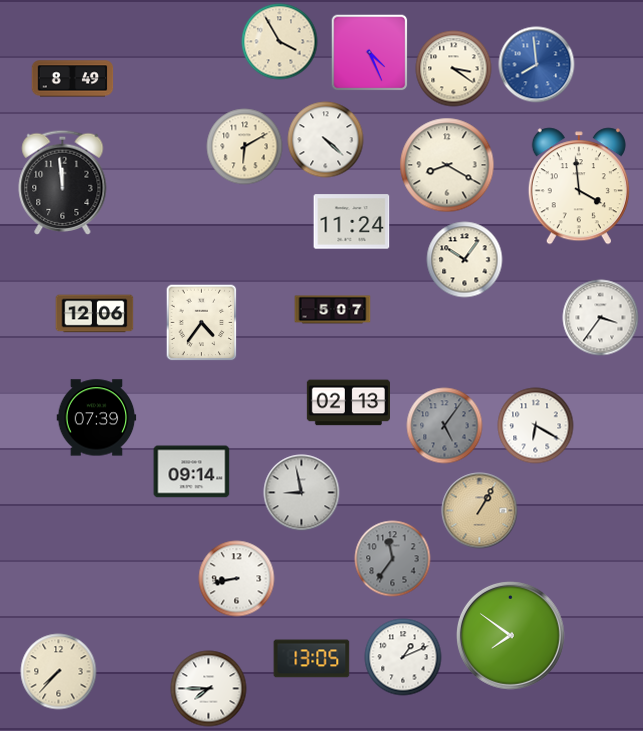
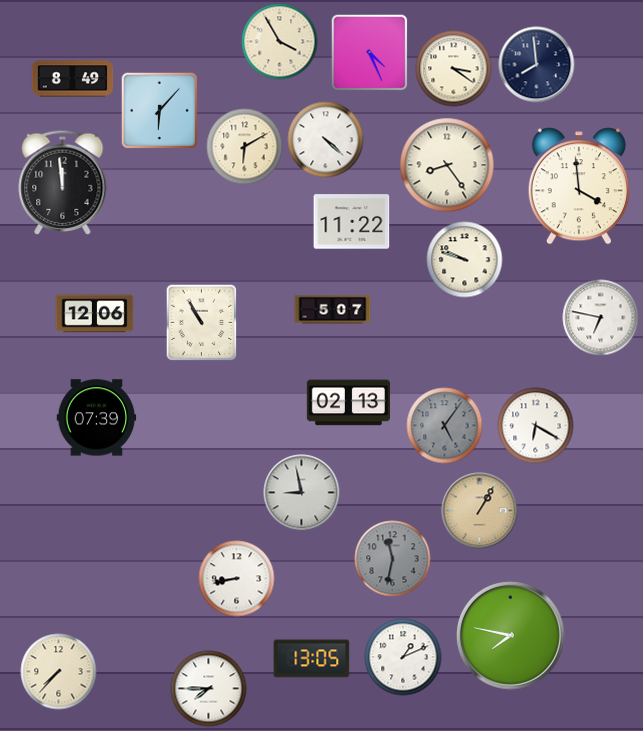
clock at (537, 65) dial: blue -> navy
clock at (159, 110): none -> 6:07
clock at (447, 165): 8:20 -> 8:24
clock at (352, 222): 11:24 -> 11:22
clock at (465, 260): 10:06 -> 9:48
clock at (601, 318): 3:36 -> 6:47
clock at (202, 322): 4:36 -> 10:55
clock at (192, 472): 09:14 -> none
clock at (393, 559): 11:36 -> 11:32
clock at (510, 635): 7:51 -> 7:47
